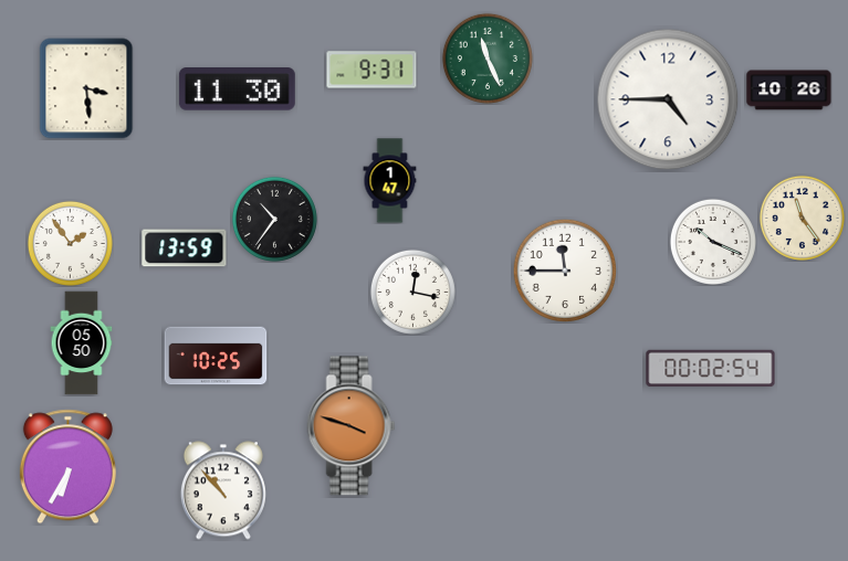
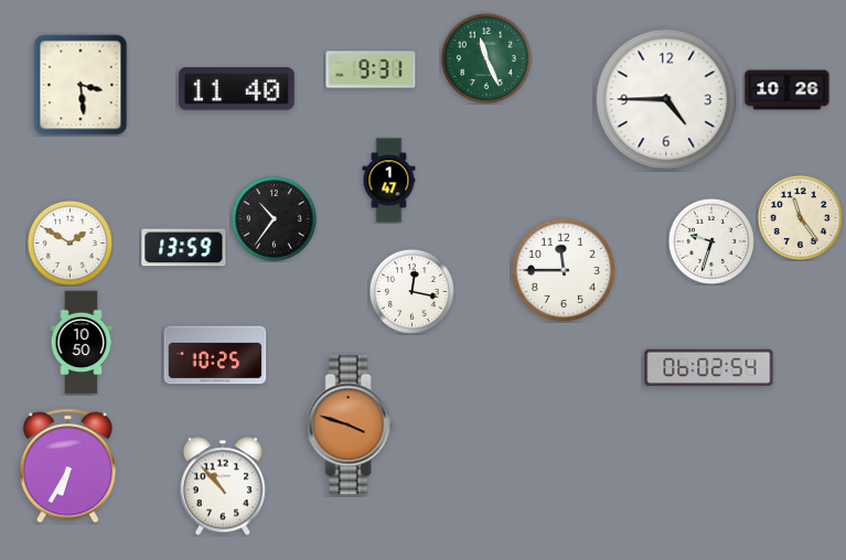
clock at (86, 88) position: (86, 88) -> (81, 85)
clock at (237, 89): 11:30 -> 11:40
clock at (713, 242): 10:19 -> 9:33
clock at (70, 243): 1:54 -> 1:50
clock at (82, 343): 05:50 -> 10:50
clock at (711, 369): 00:02 -> 06:02
clock at (223, 490) position: (223, 490) -> (223, 486)
